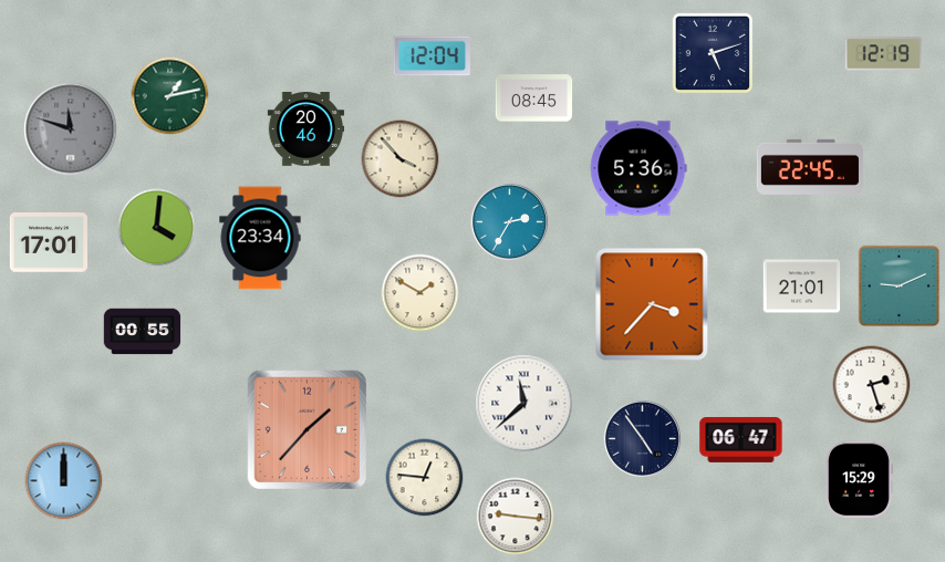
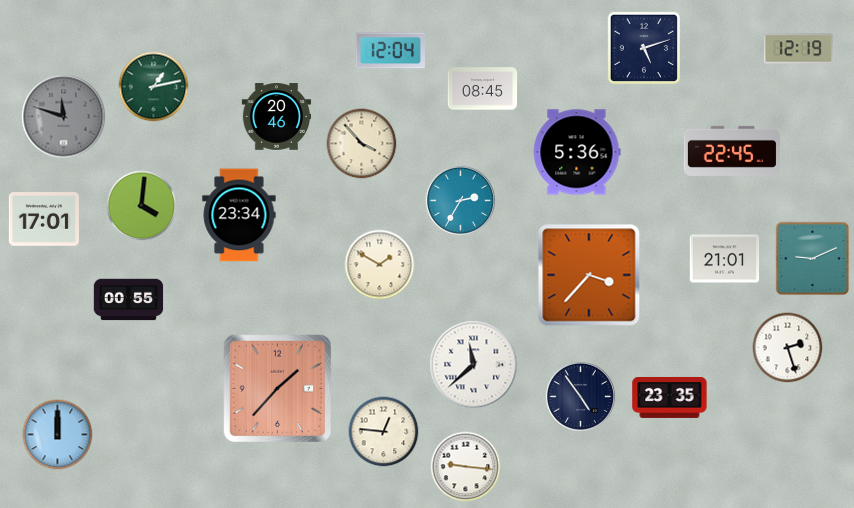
clock at (260, 238) position: (260, 238) -> (239, 215)
clock at (741, 439): 06:47 -> 23:35
clock at (859, 480): 15:29 -> none
